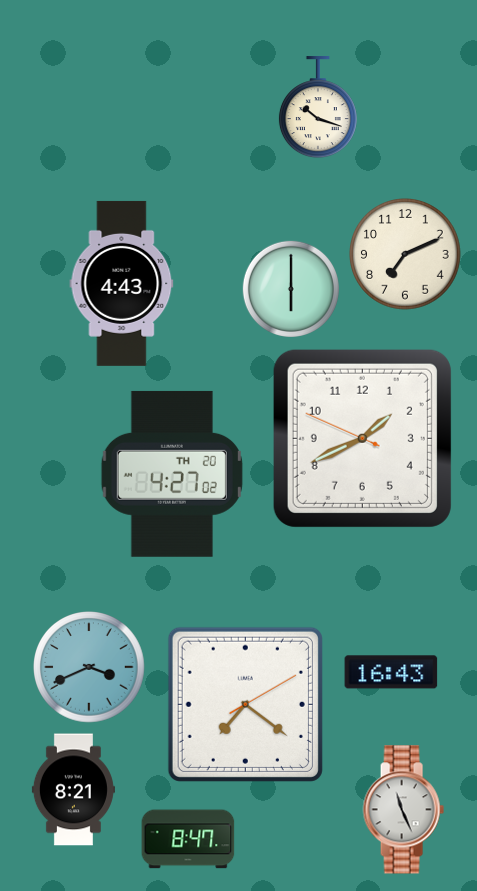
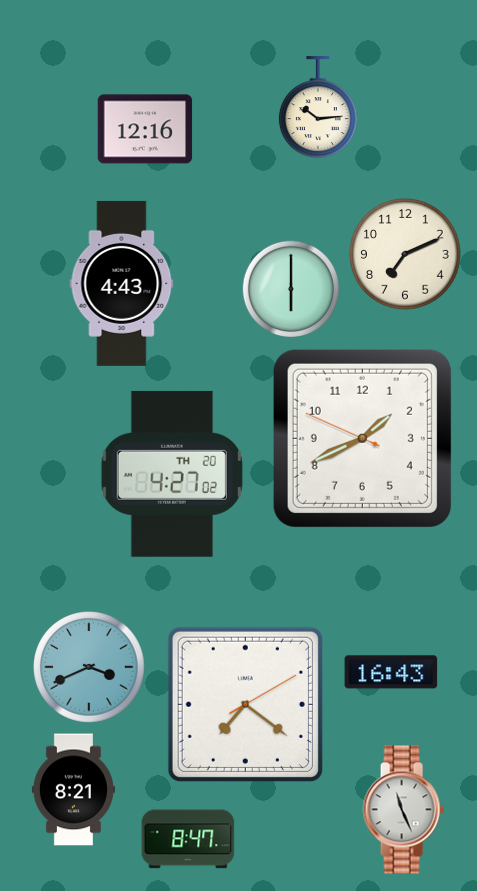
clock at (318, 108): 10:18 -> 10:14
clock at (145, 129): none -> 12:16
